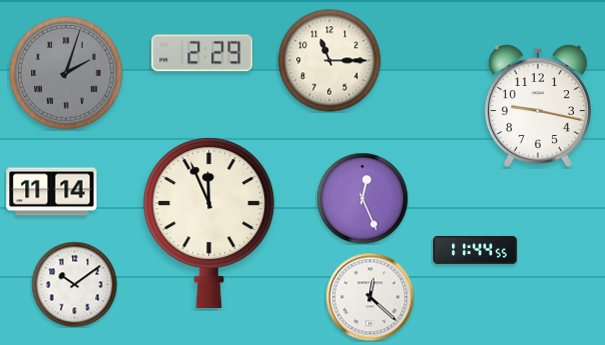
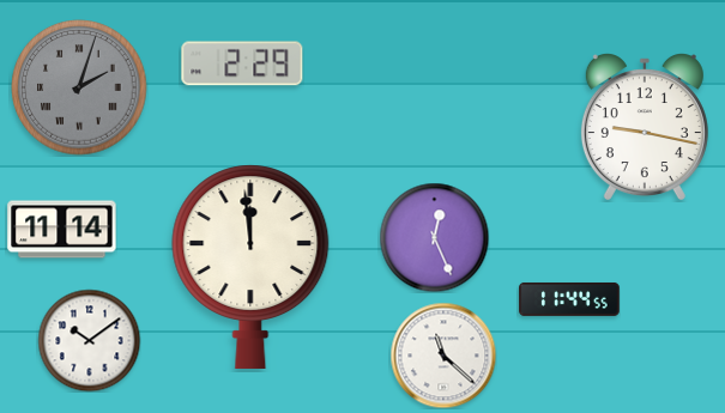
clock at (330, 61): 11:15 -> none
clock at (209, 223): 11:56 -> 11:59
clock at (370, 297): 12:22 -> 11:22
